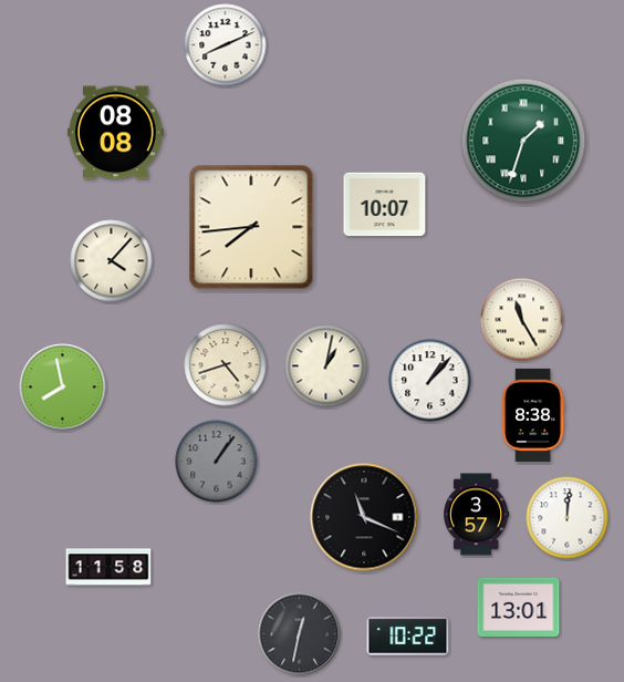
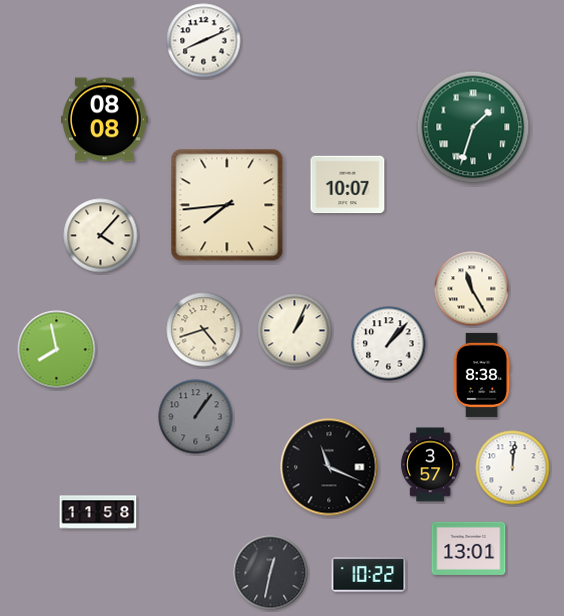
clock at (326, 366): 1:02 -> 1:04
